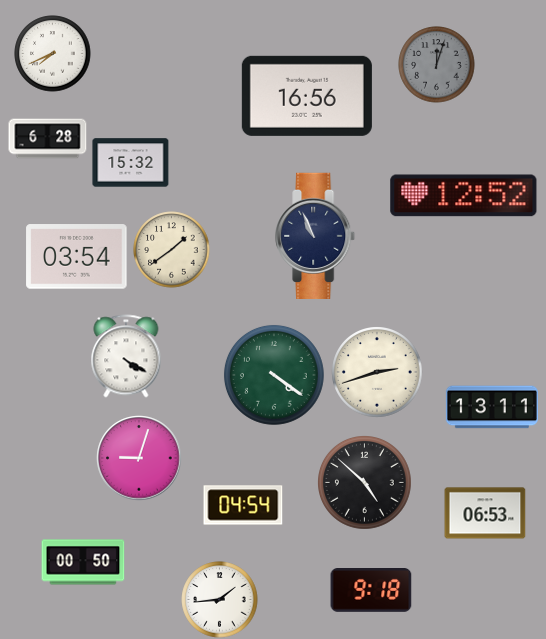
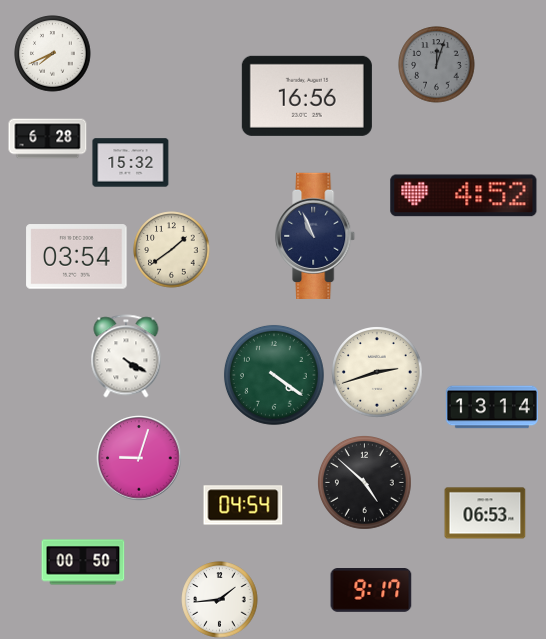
clock at (464, 196): 12:52 -> 4:52
clock at (492, 407): 13:11 -> 13:14
clock at (371, 591): 9:18 -> 9:17
